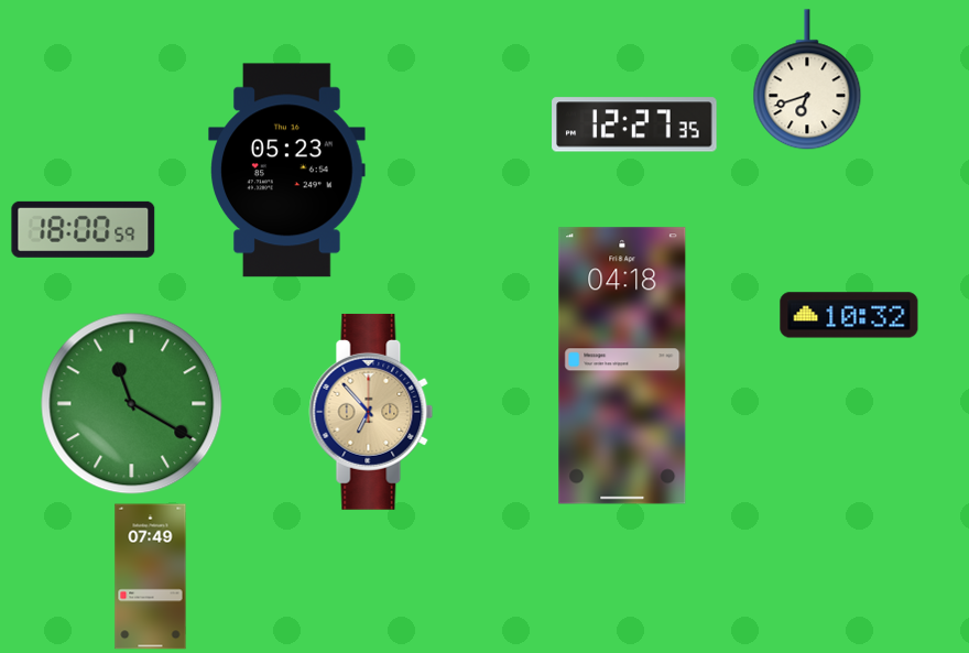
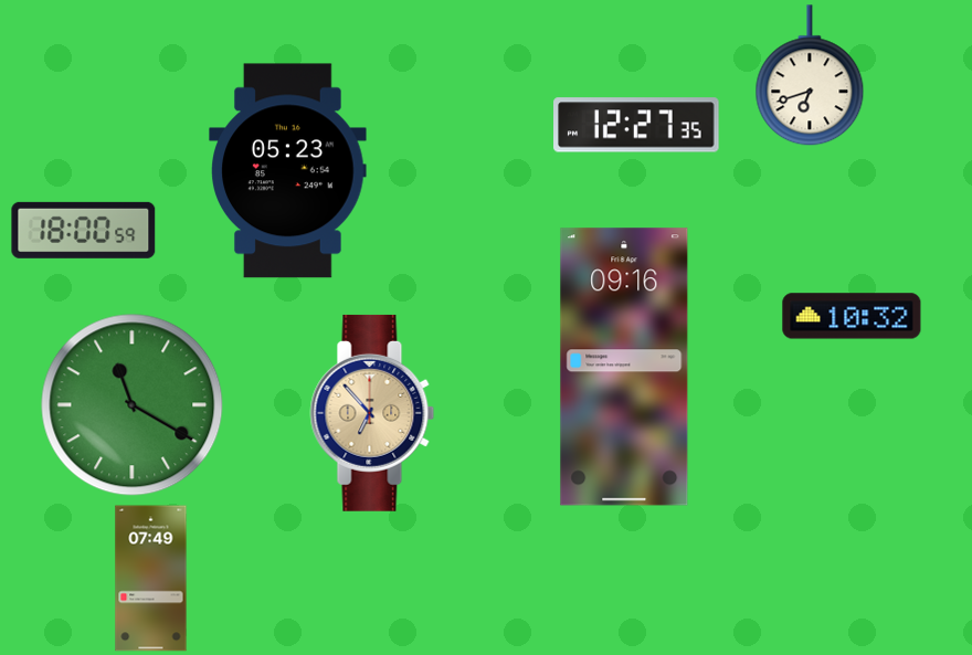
clock at (807, 80) position: (807, 80) -> (810, 76)
clock at (622, 366): 04:18 -> 09:16
